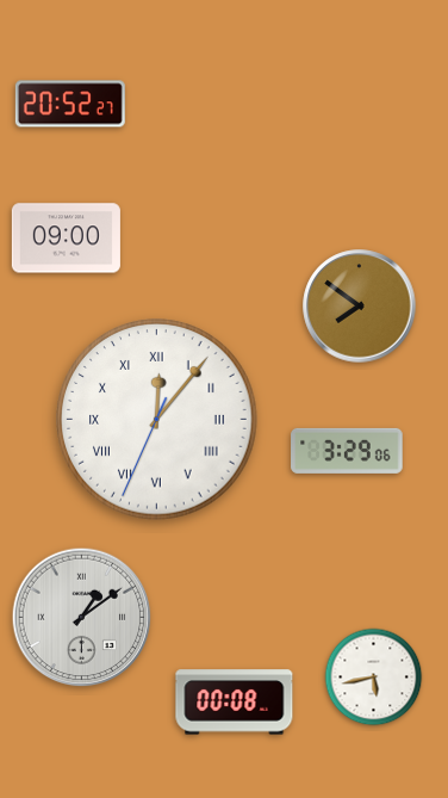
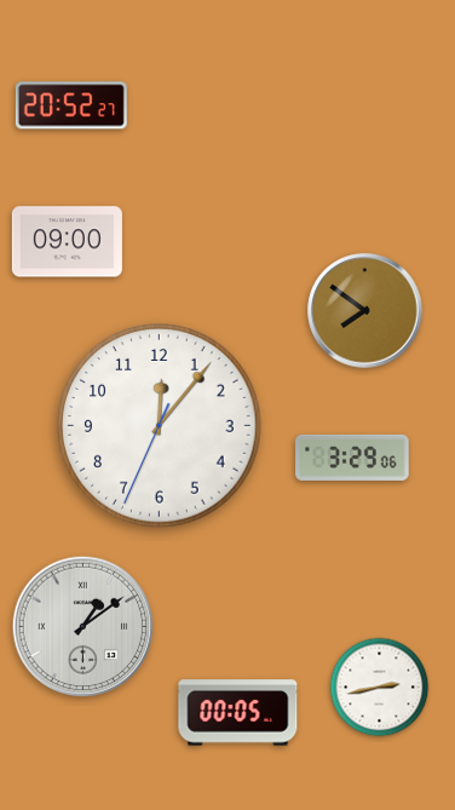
clock at (157, 420) numerals: Roman -> Arabic
clock at (374, 678): 5:43 -> 2:43
clock at (235, 703): 00:08 -> 00:05
